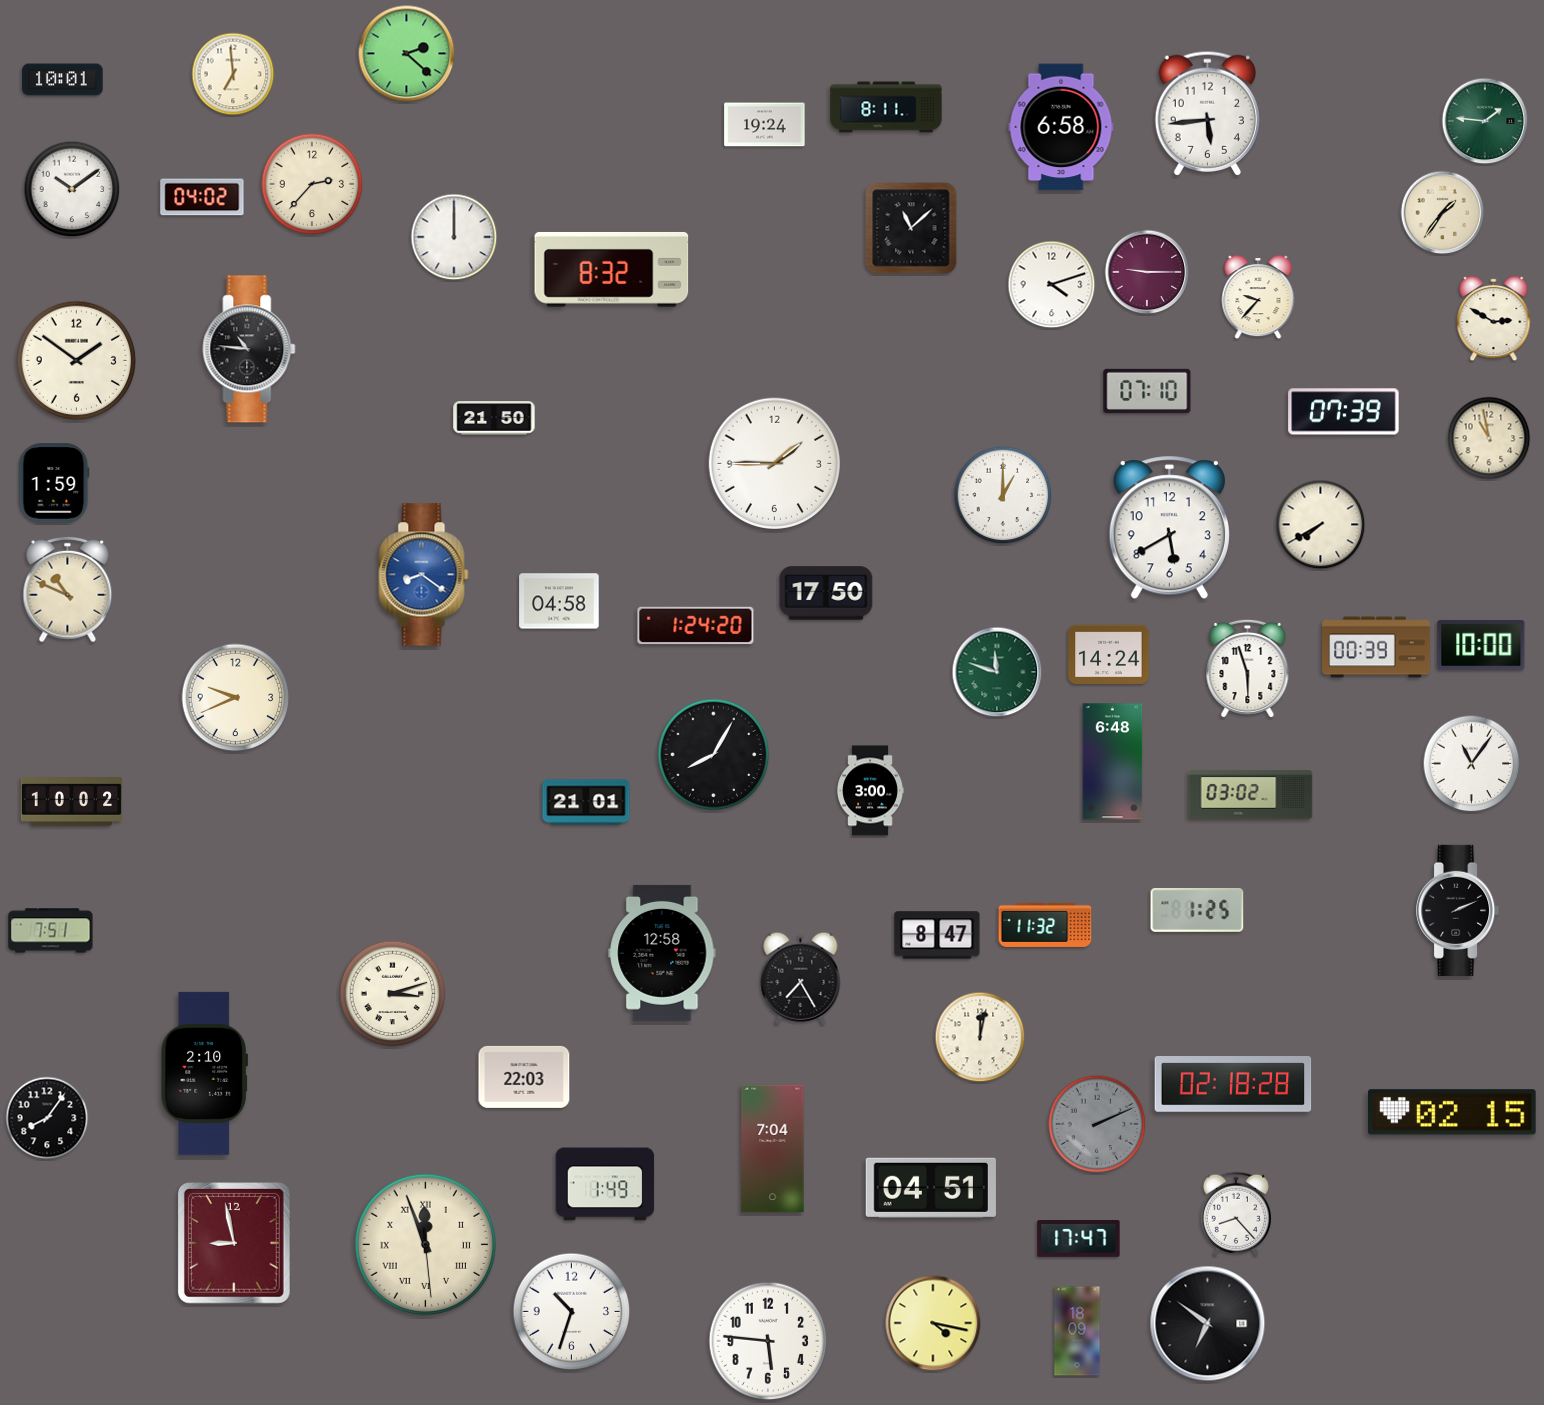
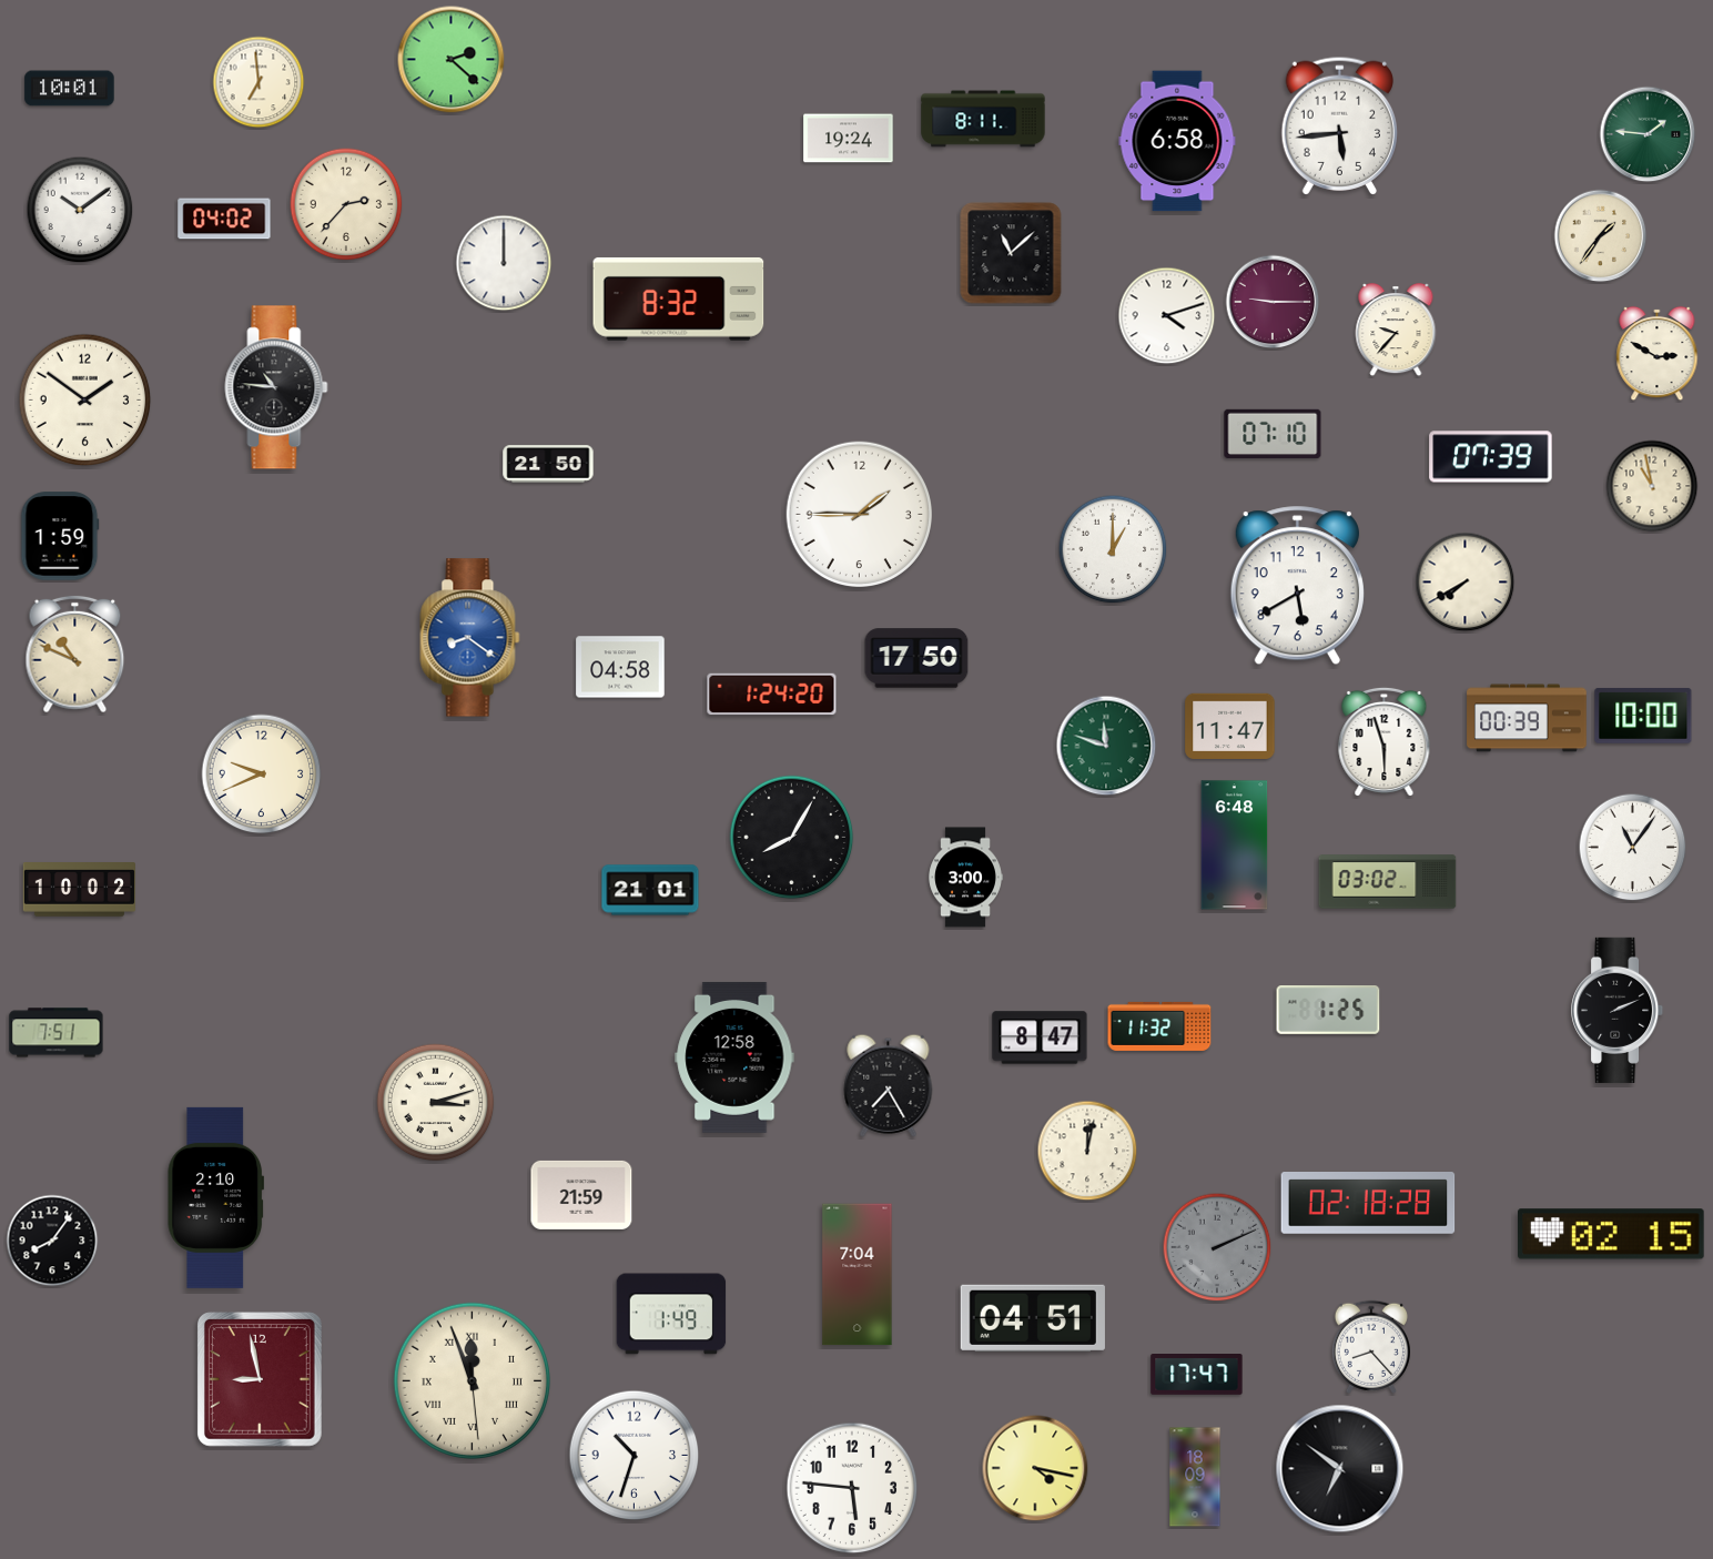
clock at (1109, 654): 14:24 -> 11:47
clock at (204, 1073) position: (204, 1073) -> (215, 1197)
clock at (524, 1077): 22:03 -> 21:59
